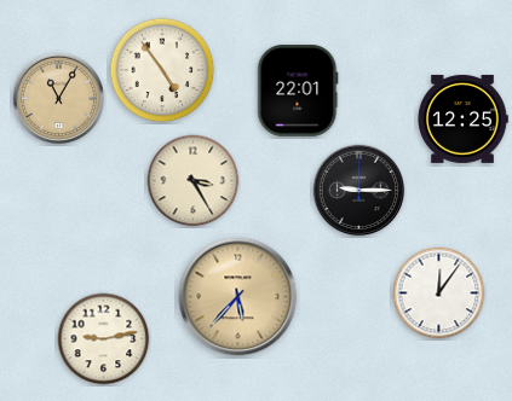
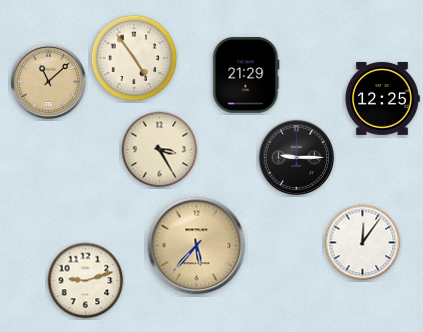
clock at (298, 92): 22:01 -> 21:29
clock at (59, 99): 11:05 -> 11:08
clock at (104, 339): 9:13 -> 9:12
